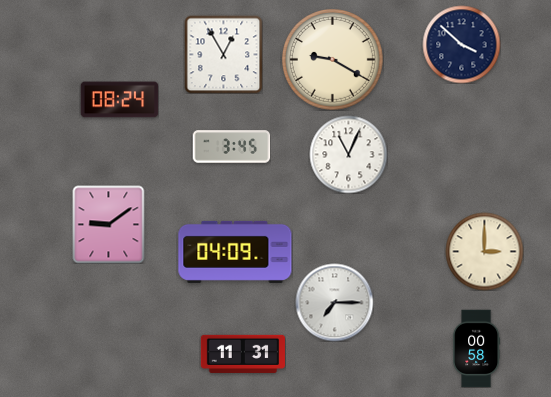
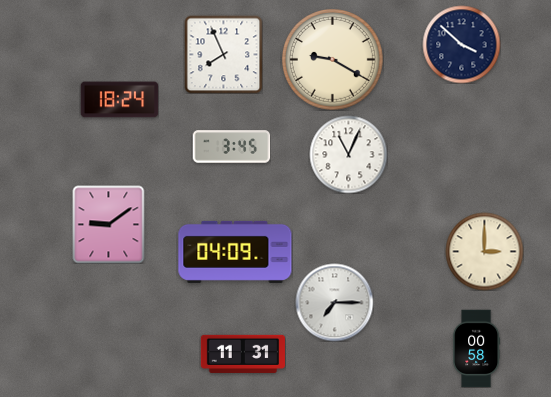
clock at (223, 54): 12:55 -> 7:56
clock at (119, 100): 08:24 -> 18:24
